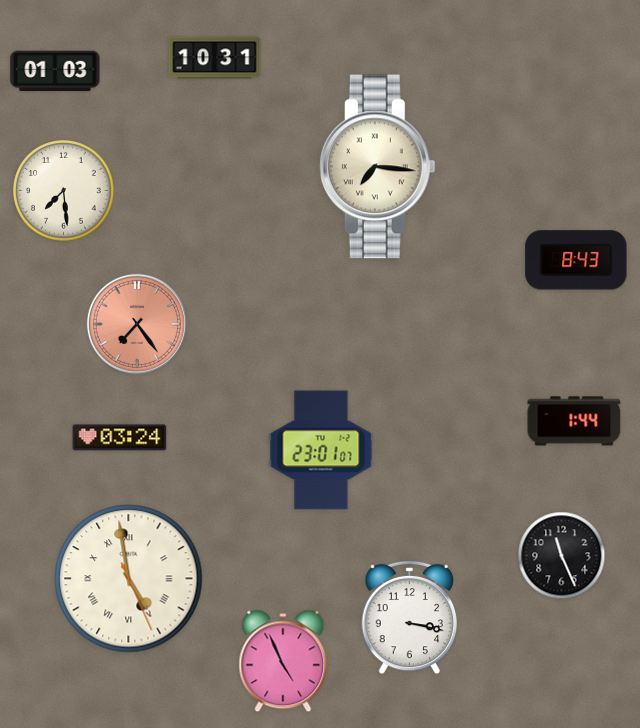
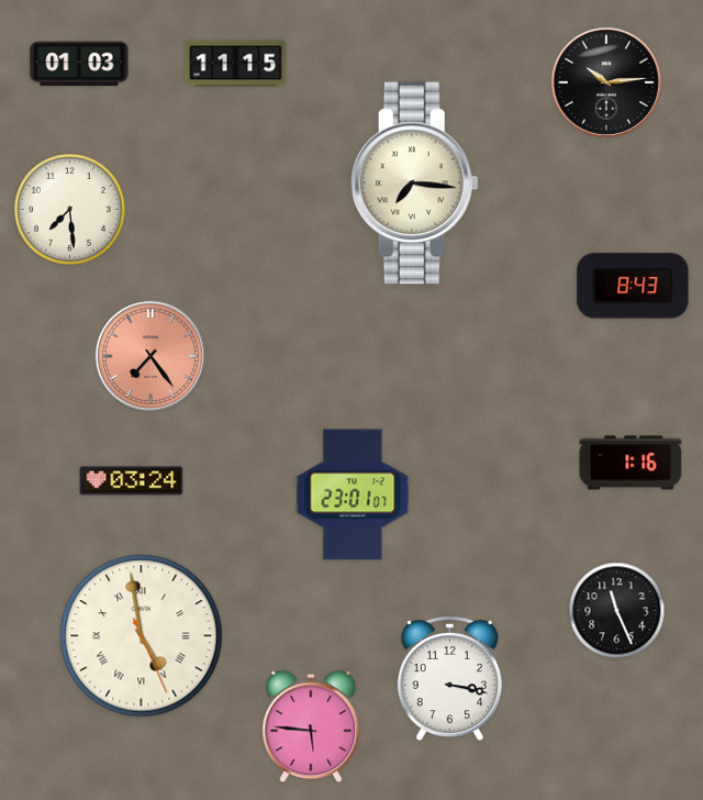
clock at (215, 58): 10:31 -> 11:15
clock at (55, 71) position: (55, 71) -> (79, 64)
clock at (606, 82): none -> 10:14
clock at (574, 421): 1:44 -> 1:16
clock at (283, 661): 4:56 -> 5:46
